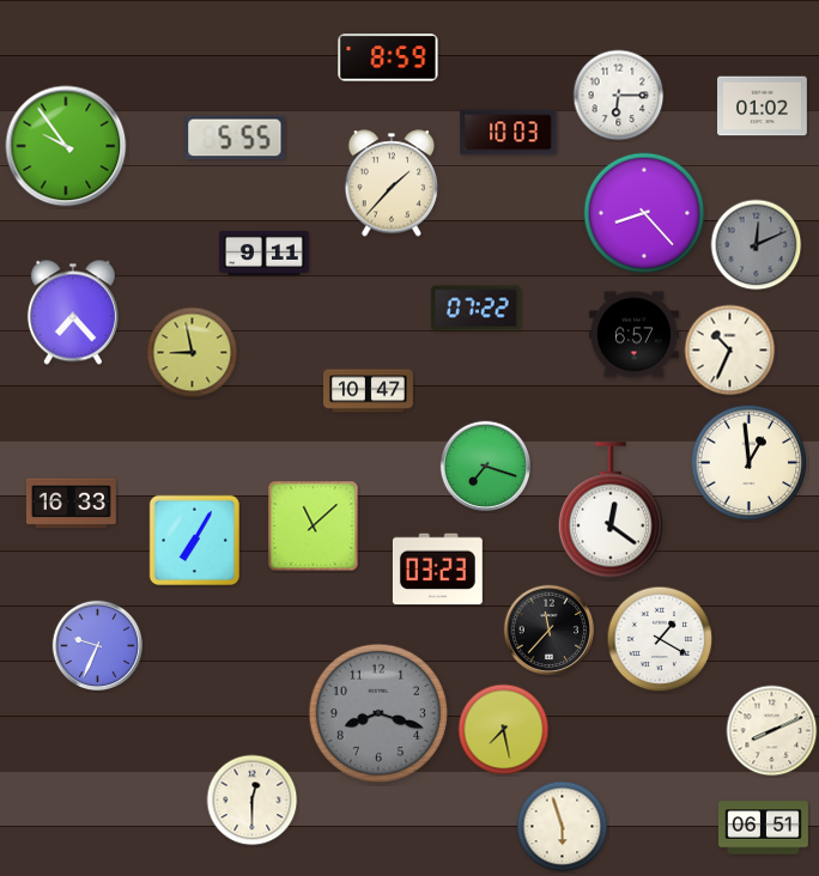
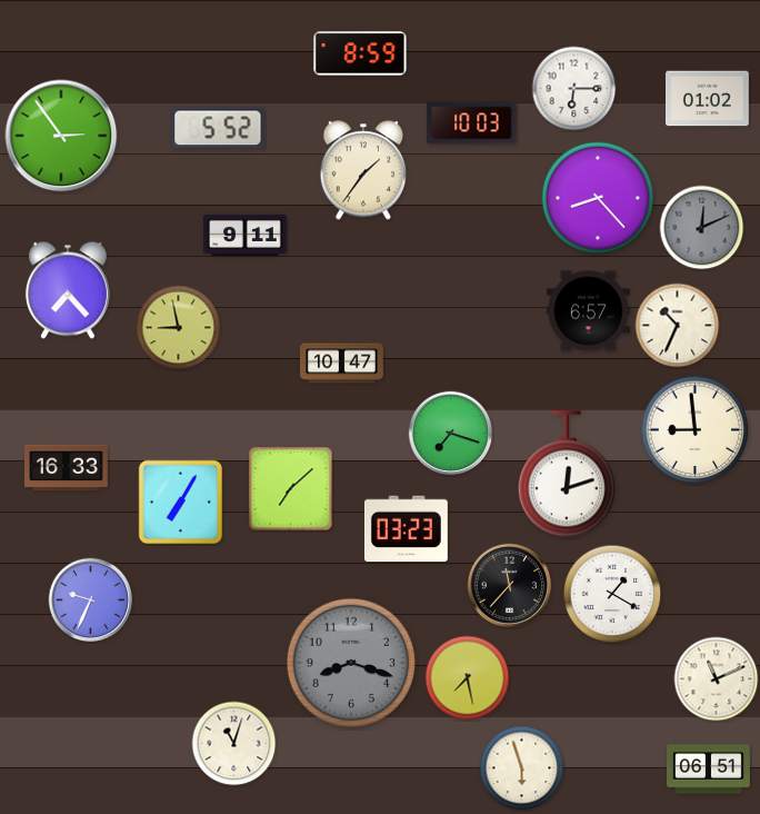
clock at (235, 138): 5:55 -> 5:52
clock at (66, 146): 9:54 -> 2:54
clock at (392, 183): 1:37 -> 1:36
clock at (475, 309): 07:22 -> none
clock at (750, 463): 12:59 -> 8:59
clock at (611, 510): 12:21 -> 12:12
clock at (314, 527): 11:08 -> 7:08
clock at (772, 731): 8:11 -> 11:11
clock at (253, 801): 12:30 -> 11:03
